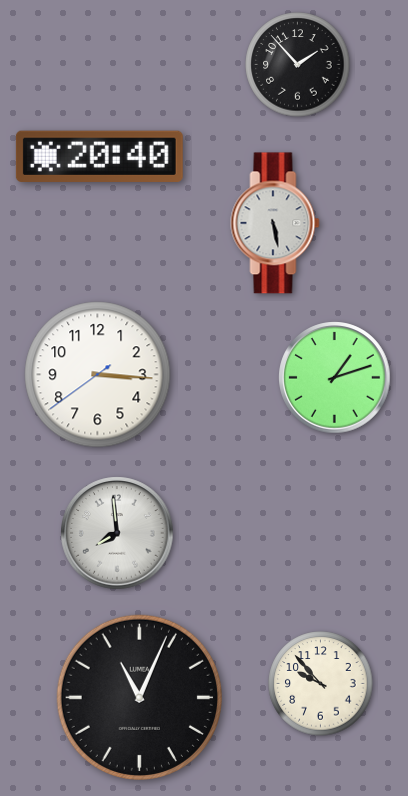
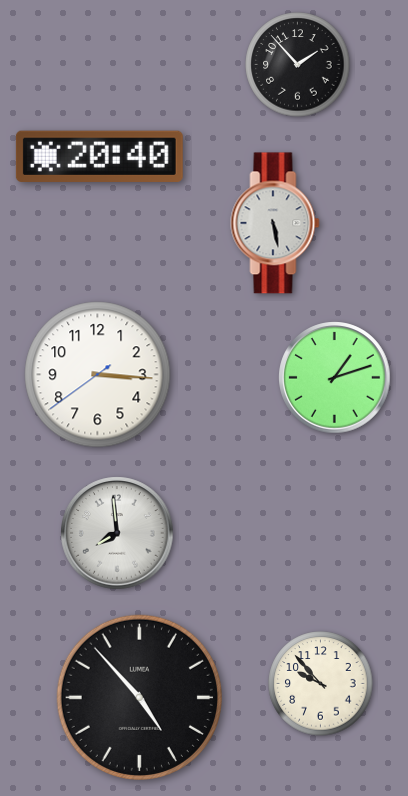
clock at (139, 697): 11:04 -> 4:53
